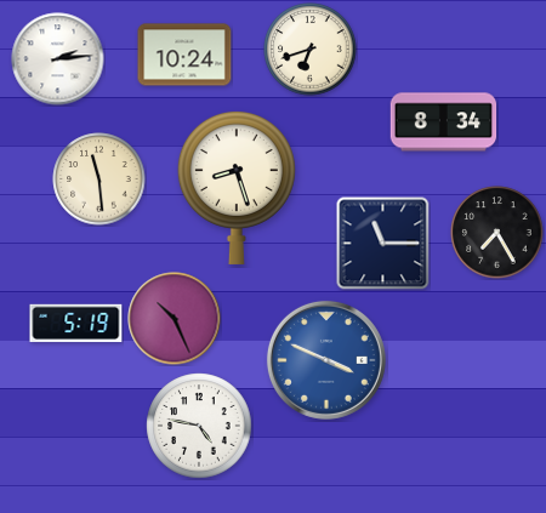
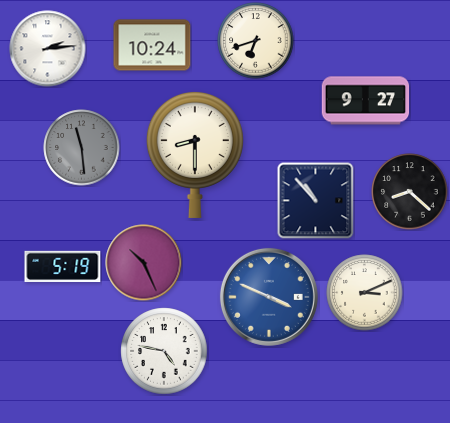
clock at (444, 122): 8:34 -> 9:27
clock at (99, 179) dial: cream -> grey
clock at (237, 187): 8:27 -> 8:30
clock at (497, 233): 7:25 -> 8:22
clock at (383, 244): 11:15 -> 10:53
clock at (365, 293): none -> 3:11
